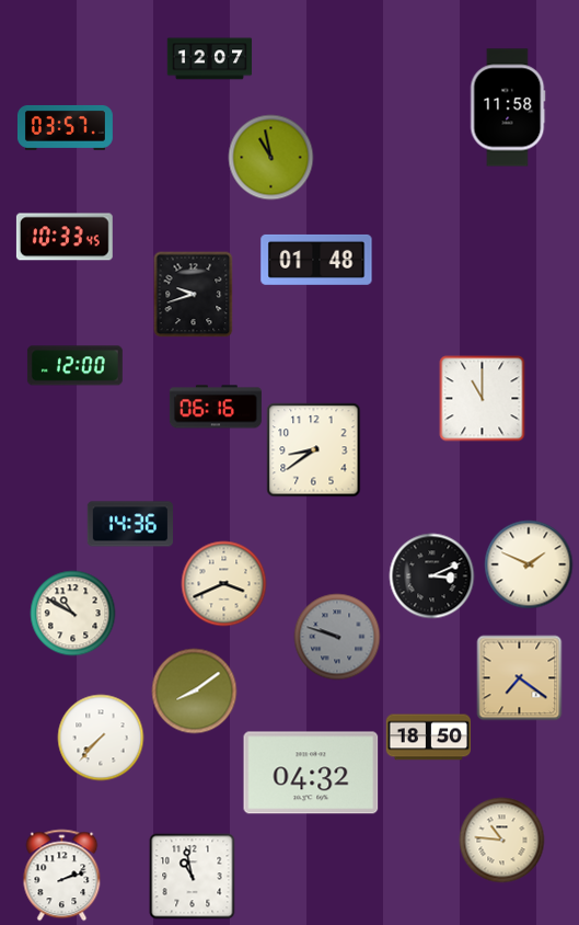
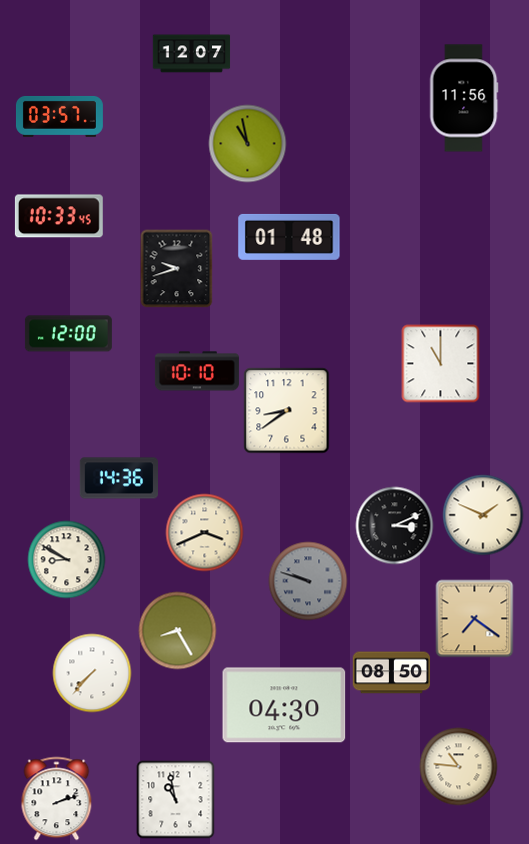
clock at (508, 107): 11:58 -> 11:56
clock at (216, 407): 06:16 -> 10:10
clock at (72, 613): 10:50 -> 8:50
clock at (194, 690): 8:09 -> 8:25
clock at (428, 738): 18:50 -> 08:50
clock at (311, 773): 04:32 -> 04:30
